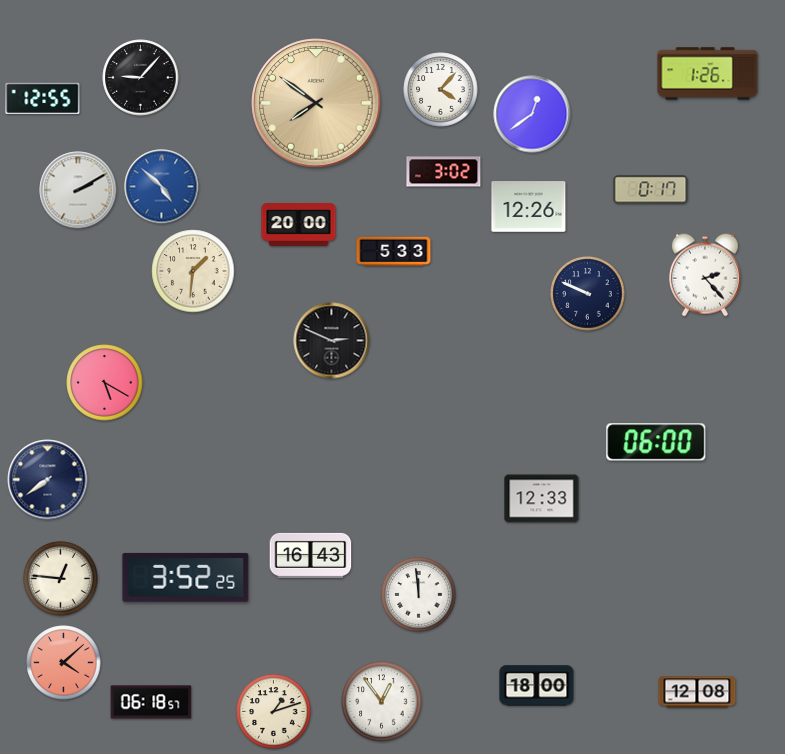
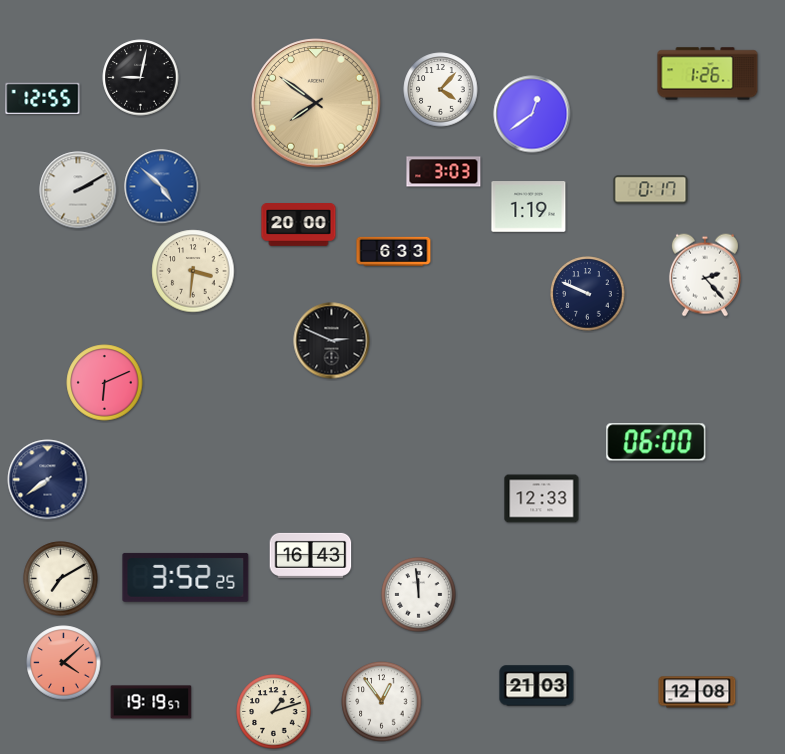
clock at (141, 78): 9:07 -> 9:02
clock at (444, 172): 3:02 -> 3:03
clock at (529, 207): 12:26 -> 1:19
clock at (394, 251): 5:33 -> 6:33
clock at (193, 271): 1:31 -> 3:31
clock at (105, 383): 5:20 -> 6:11
clock at (61, 579): 12:46 -> 7:10
clock at (537, 686): 18:00 -> 21:03
clock at (151, 702): 06:18 -> 19:19
